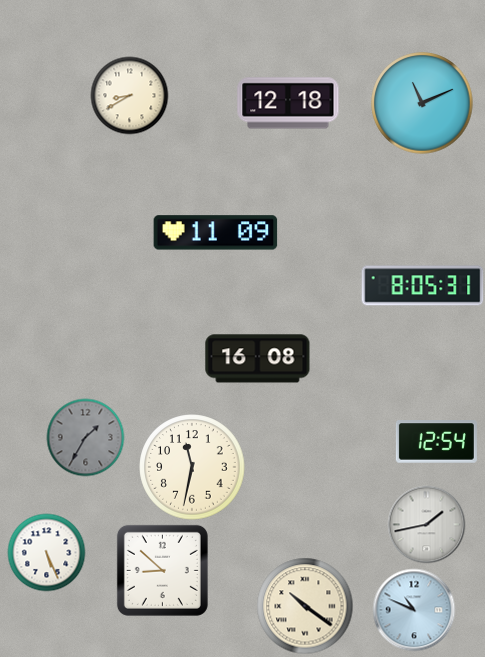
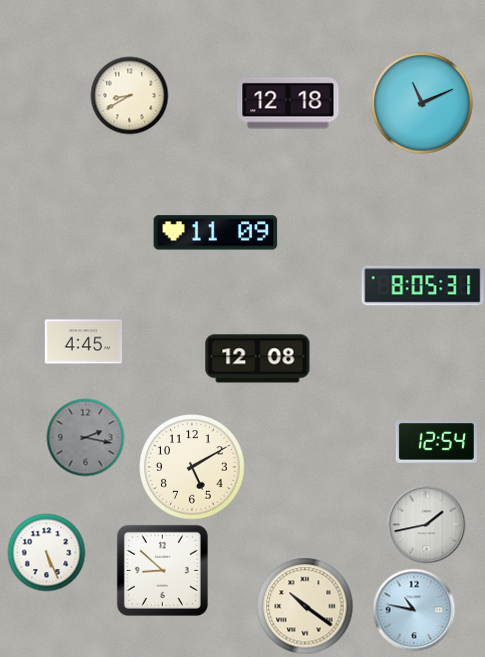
clock at (83, 342): none -> 4:45
clock at (258, 359): 16:08 -> 12:08
clock at (85, 437): 1:35 -> 2:17
clock at (192, 467): 11:32 -> 5:10
clock at (414, 610): 10:49 -> 10:47
